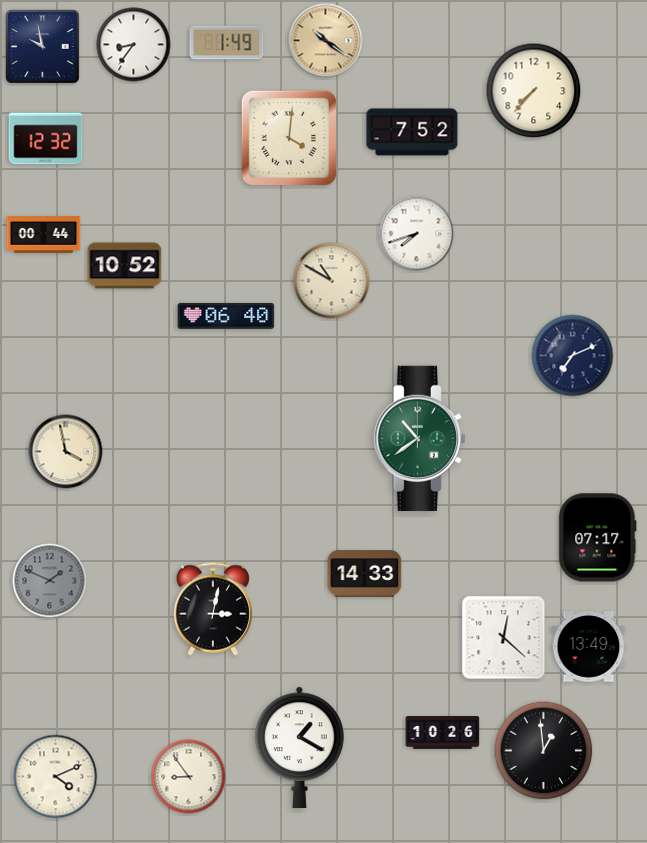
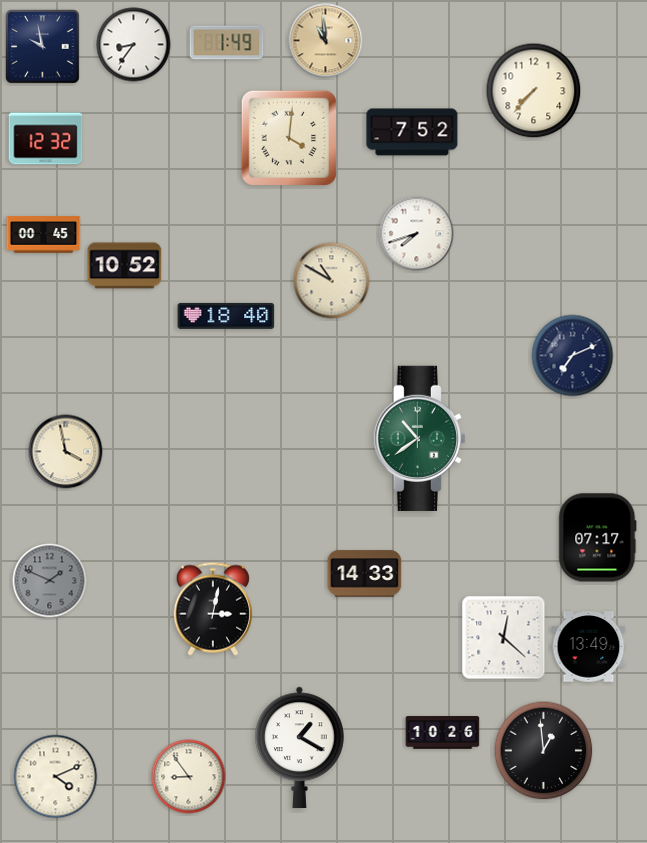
clock at (326, 41): 10:21 -> 10:59
clock at (44, 235): 00:44 -> 00:45
clock at (226, 316): 06:40 -> 18:40
